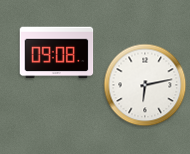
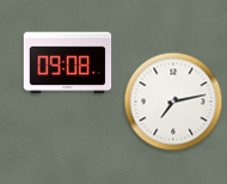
clock at (145, 85): 6:13 -> 7:13
